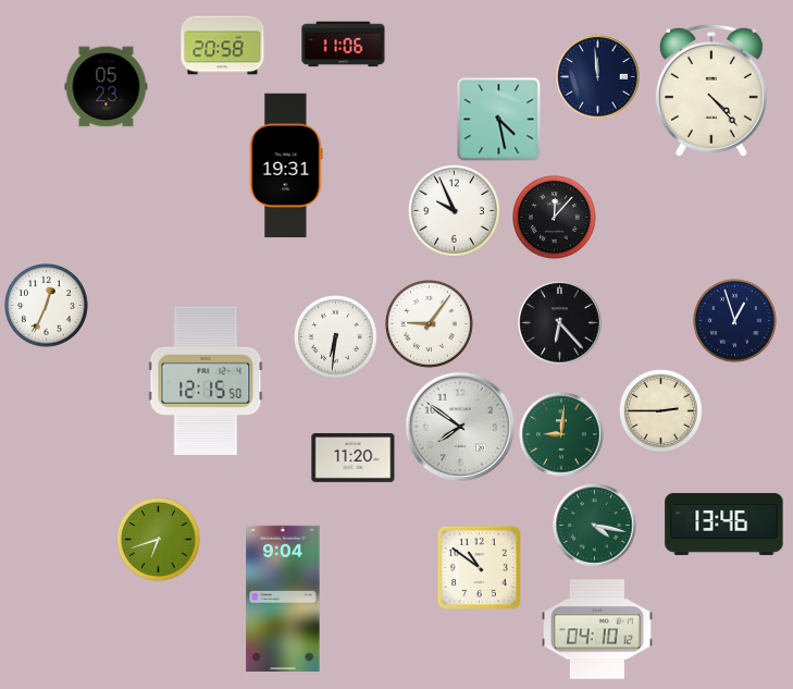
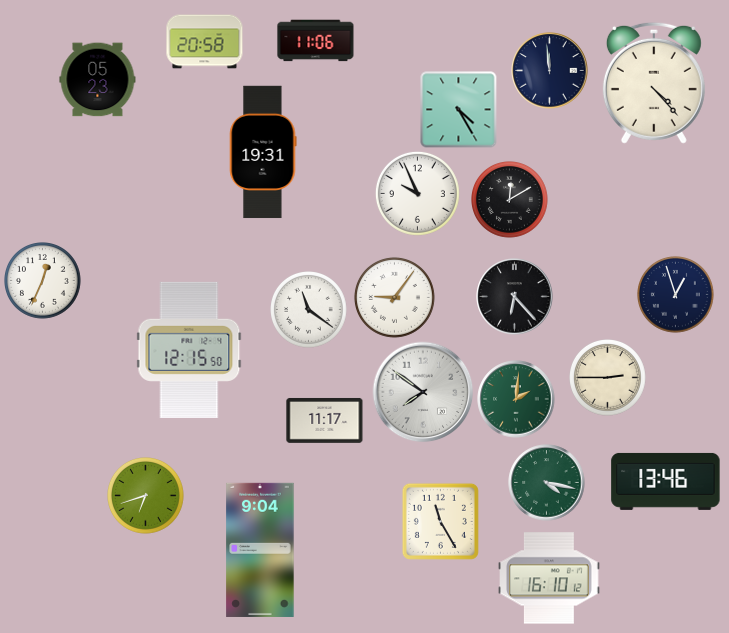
clock at (499, 120): 4:28 -> 4:25
clock at (555, 218): 12:07 -> 12:10
clock at (336, 337): 6:31 -> 11:21
clock at (561, 434): 9:01 -> 2:01
clock at (354, 457): 11:20 -> 11:17
clock at (479, 567): 10:51 -> 11:25
clock at (598, 629): 04:10 -> 16:10
